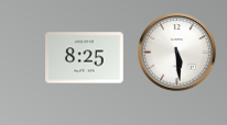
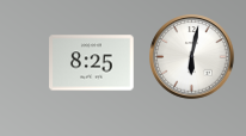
clock at (177, 53): 5:29 -> 6:02
